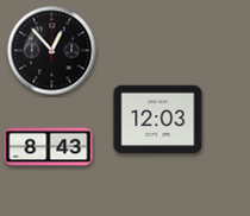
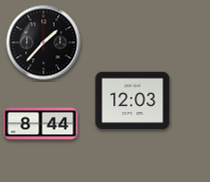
clock at (52, 51): 12:53 -> 1:37
clock at (49, 147): 8:43 -> 8:44
